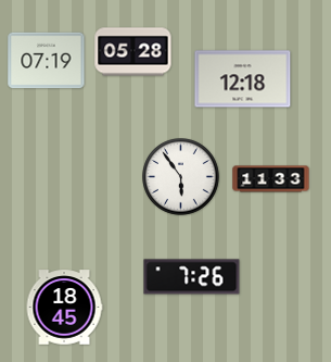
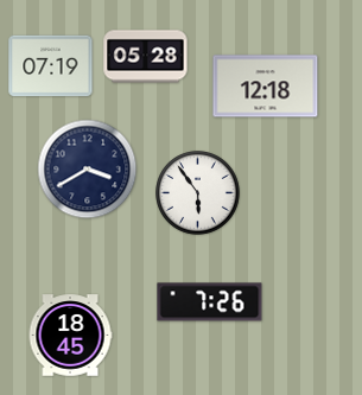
clock at (88, 170): none -> 3:40
clock at (271, 179): 11:33 -> none
